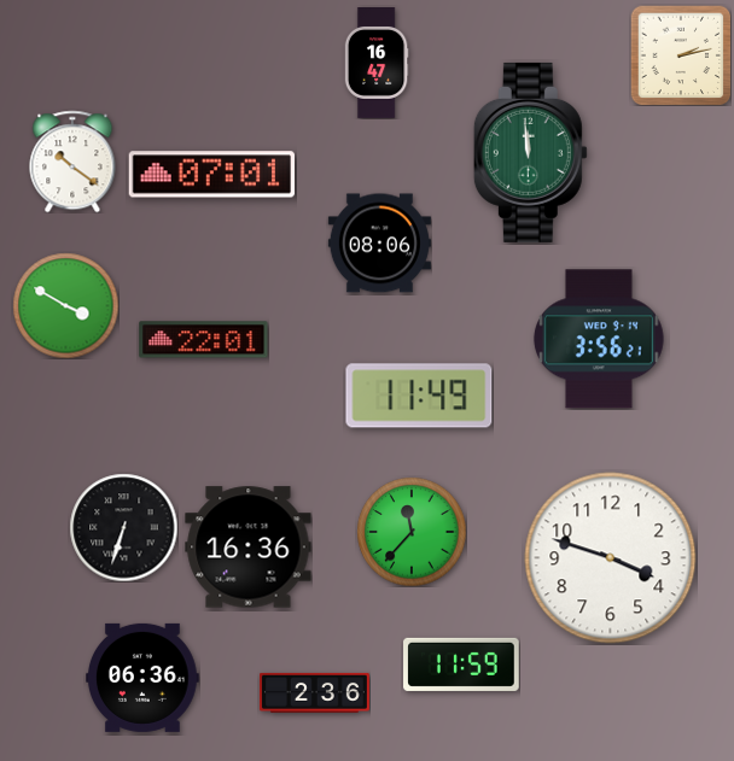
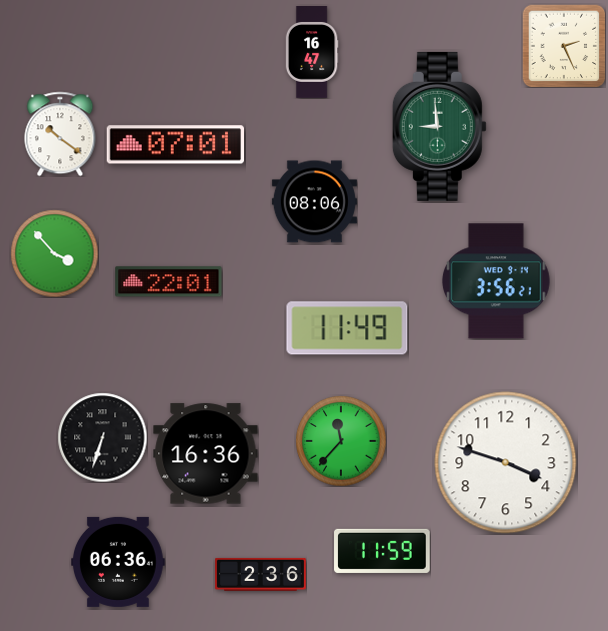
clock at (681, 55): 2:13 -> 2:26
clock at (530, 152): 11:59 -> 8:59
clock at (65, 305): 3:50 -> 3:53
